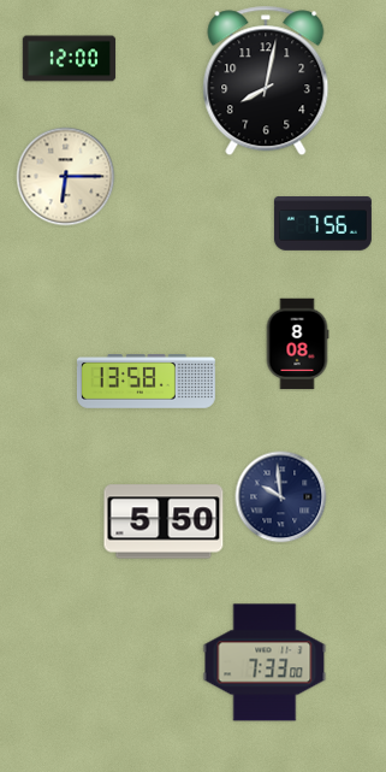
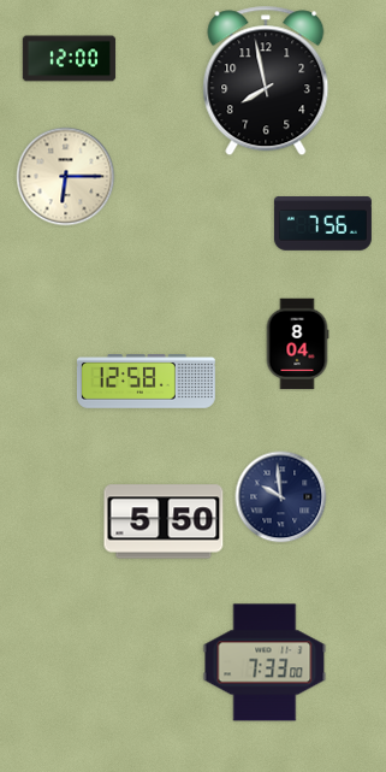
clock at (266, 81): 8:02 -> 7:58
clock at (297, 344): 8:08 -> 8:04
clock at (146, 382): 13:58 -> 12:58
